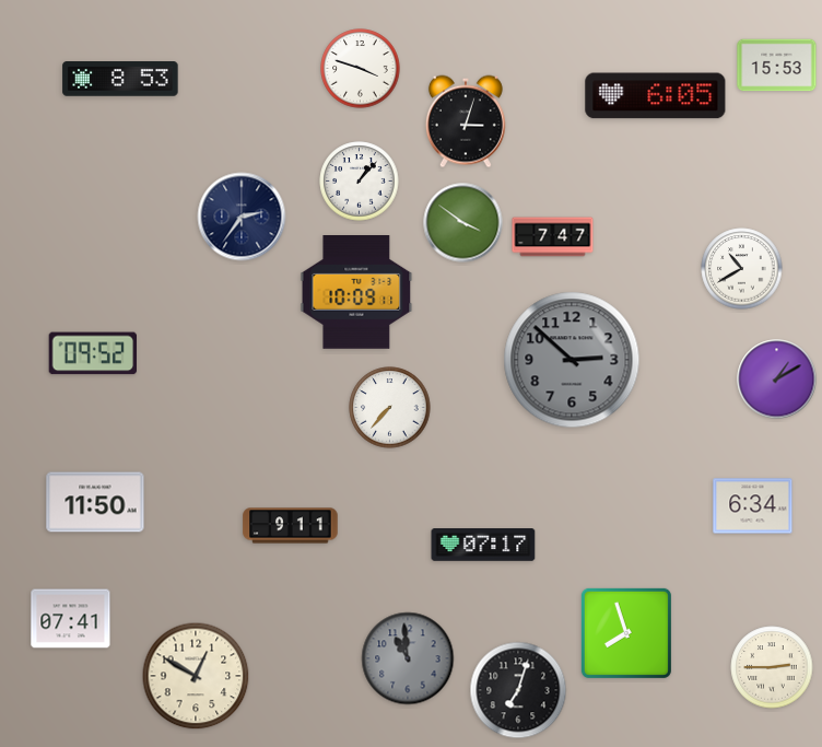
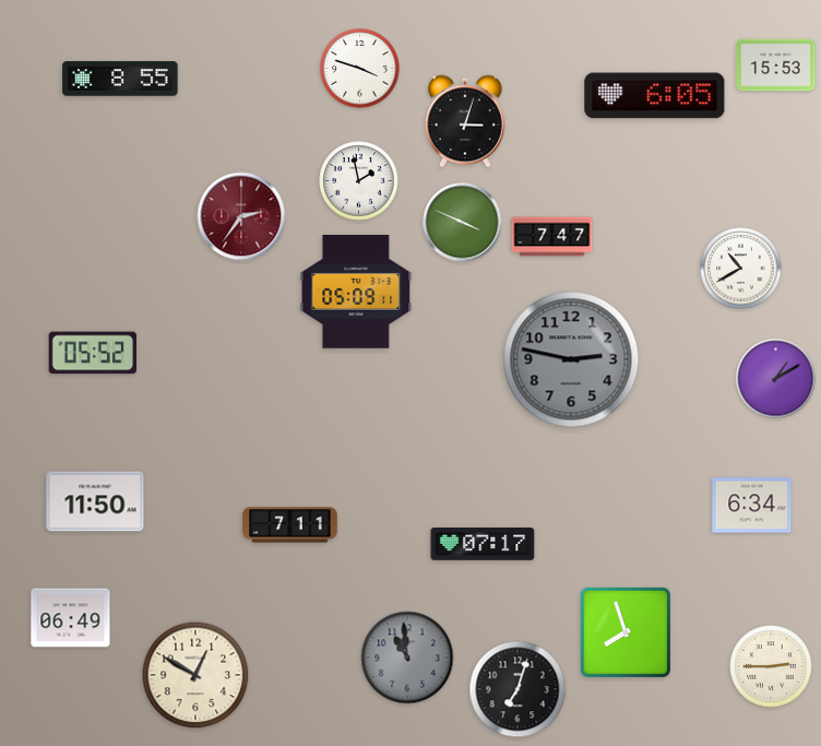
clock at (120, 79): 8:53 -> 8:55
clock at (360, 182): 1:07 -> 1:58
clock at (242, 217) dial: navy -> burgundy
clock at (463, 223): 3:51 -> 3:49
clock at (356, 293): 10:09 -> 05:09
clock at (92, 353): 09:52 -> 05:52
clock at (572, 360): 2:52 -> 2:47
clock at (390, 408): 7:37 -> none
clock at (291, 526): 9:11 -> 7:11
clock at (71, 619): 07:41 -> 06:49
